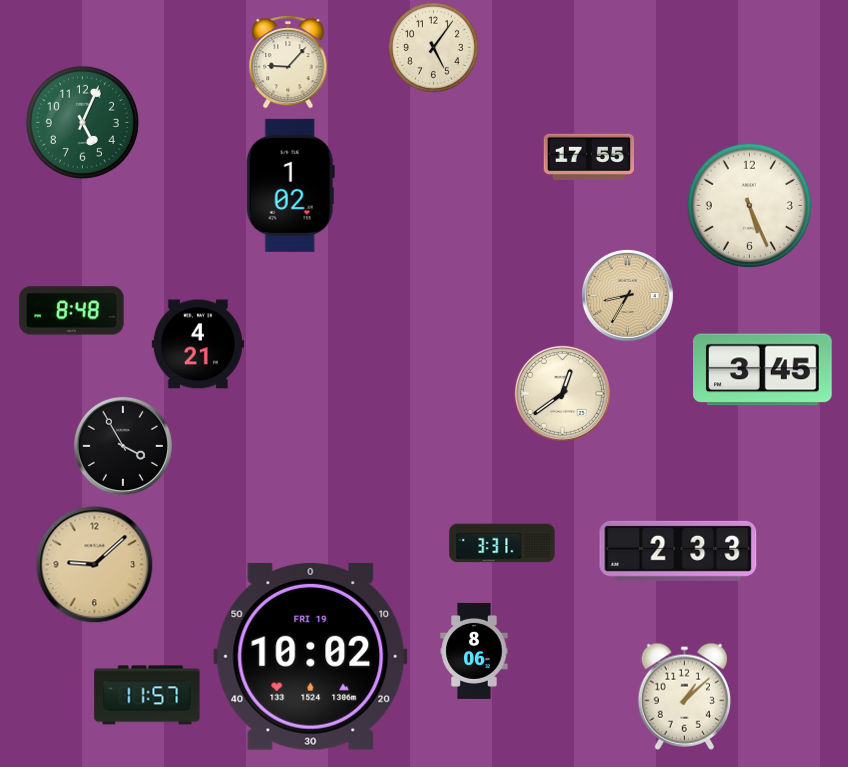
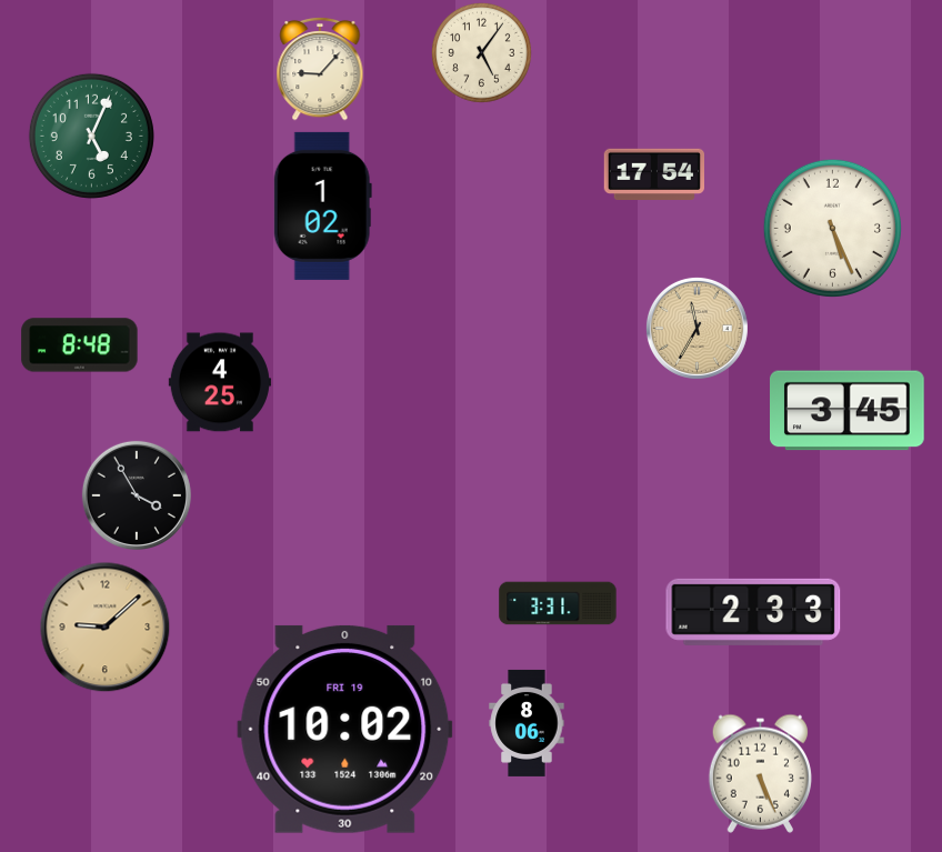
clock at (589, 156): 17:55 -> 17:54
clock at (627, 295): 8:35 -> 11:35
clock at (198, 344): 4:21 -> 4:25
clock at (562, 393): 12:39 -> none
clock at (147, 695): 11:57 -> none
clock at (684, 696): 1:08 -> 5:26
